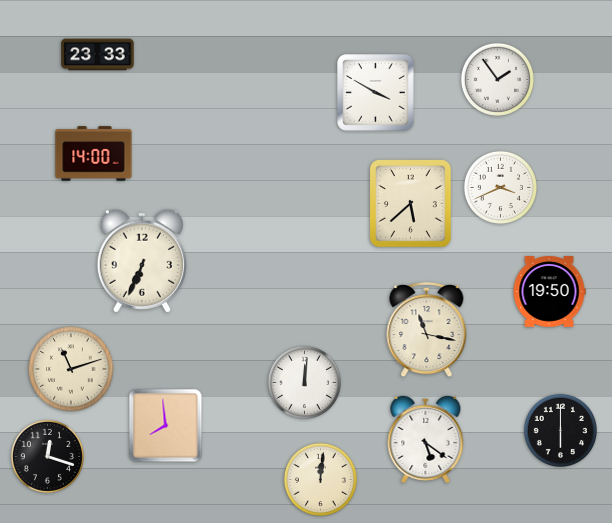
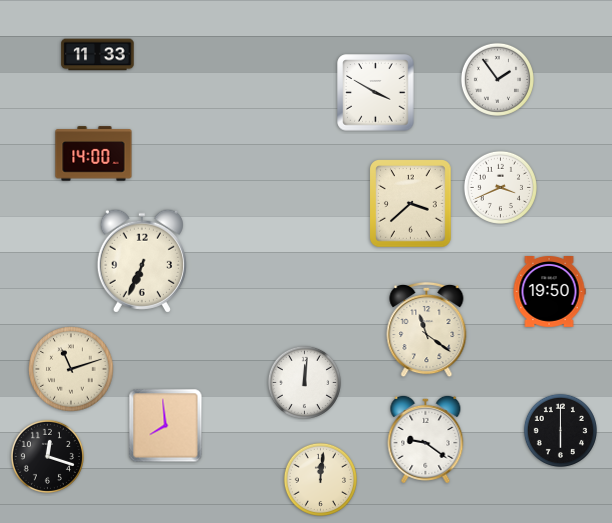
clock at (98, 55): 23:33 -> 11:33
clock at (411, 204): 5:38 -> 3:38
clock at (427, 330): 11:17 -> 11:21
clock at (426, 439): 5:21 -> 9:21
